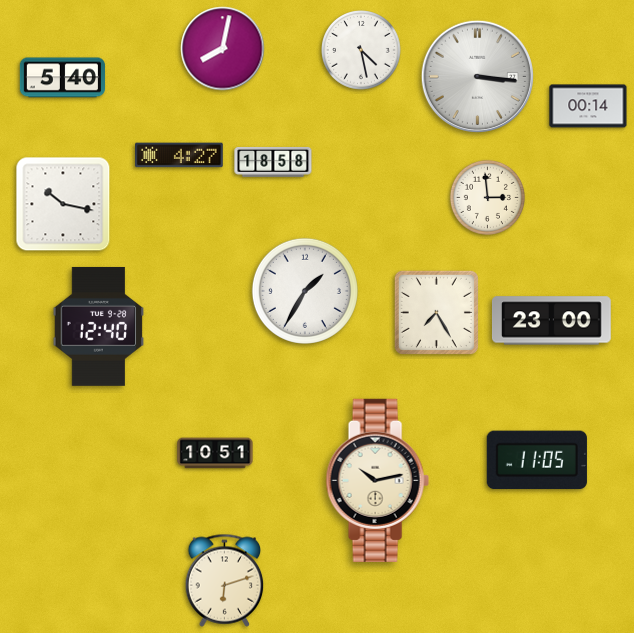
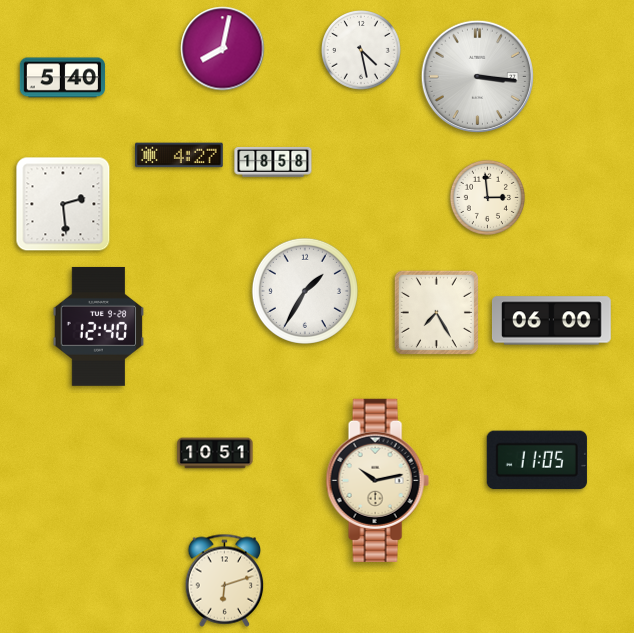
clock at (588, 106): 00:14 -> none
clock at (63, 204): 10:17 -> 2:29
clock at (551, 321): 23:00 -> 06:00
